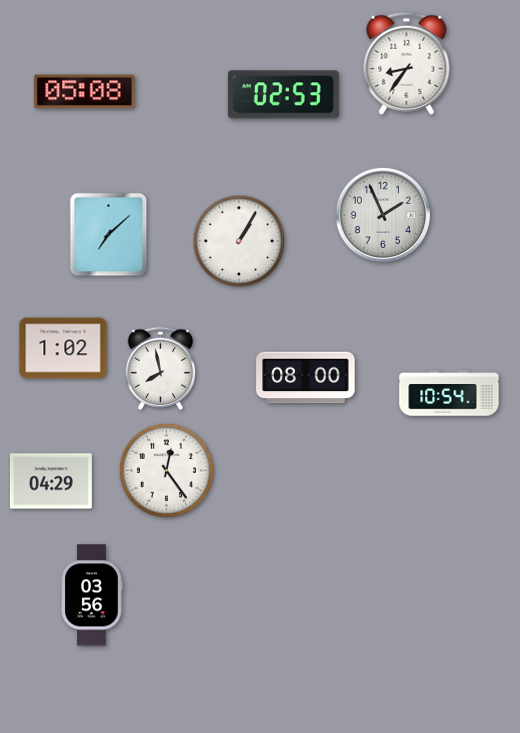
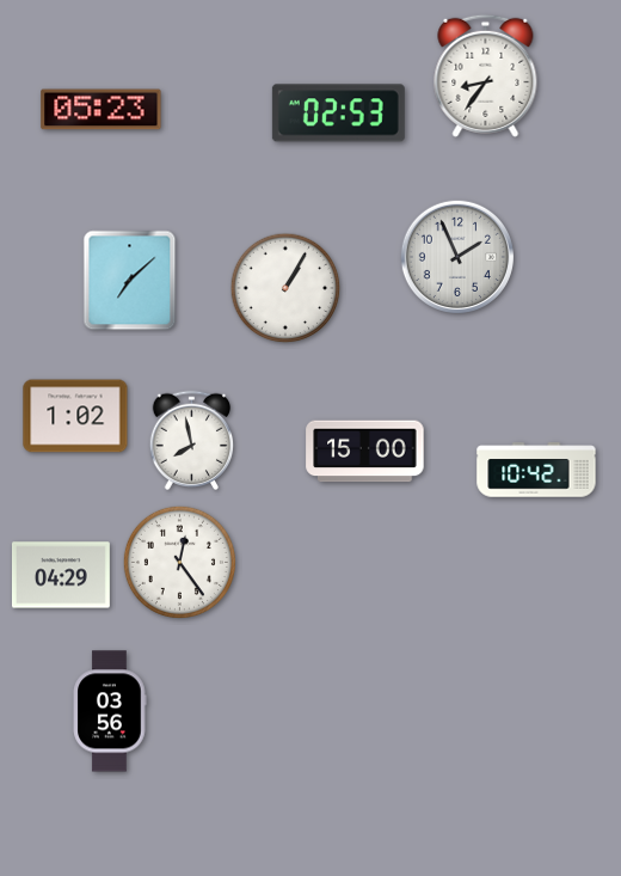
clock at (85, 92): 05:08 -> 05:23
clock at (306, 378): 08:00 -> 15:00
clock at (449, 393): 10:54 -> 10:42
clock at (166, 470) position: (166, 470) -> (179, 562)
